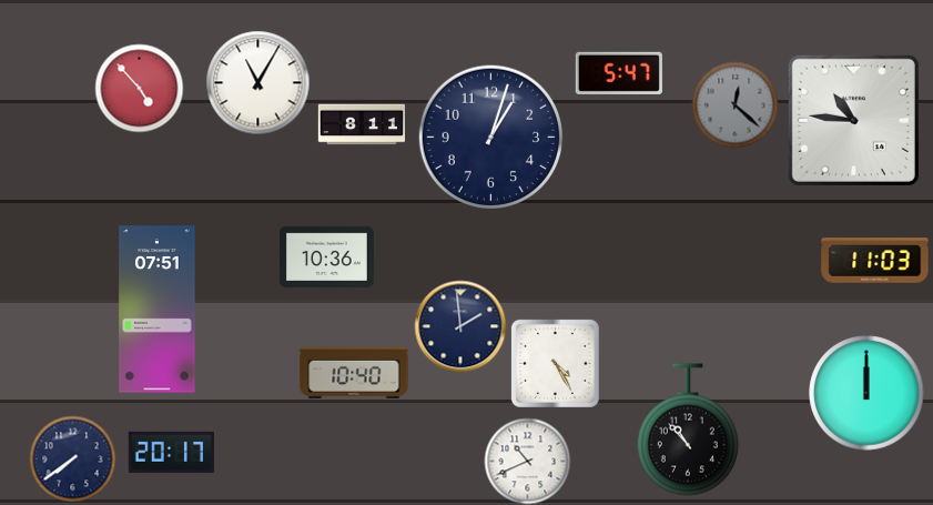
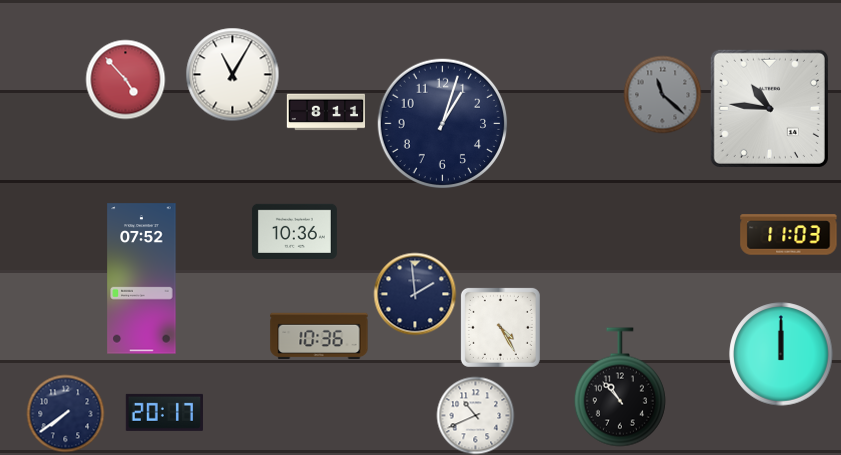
clock at (619, 73): 5:47 -> none
clock at (734, 104): 12:22 -> 11:22
clock at (158, 310): 07:51 -> 07:52
clock at (354, 373): 10:40 -> 10:36
clock at (171, 452) position: (171, 452) -> (164, 412)
